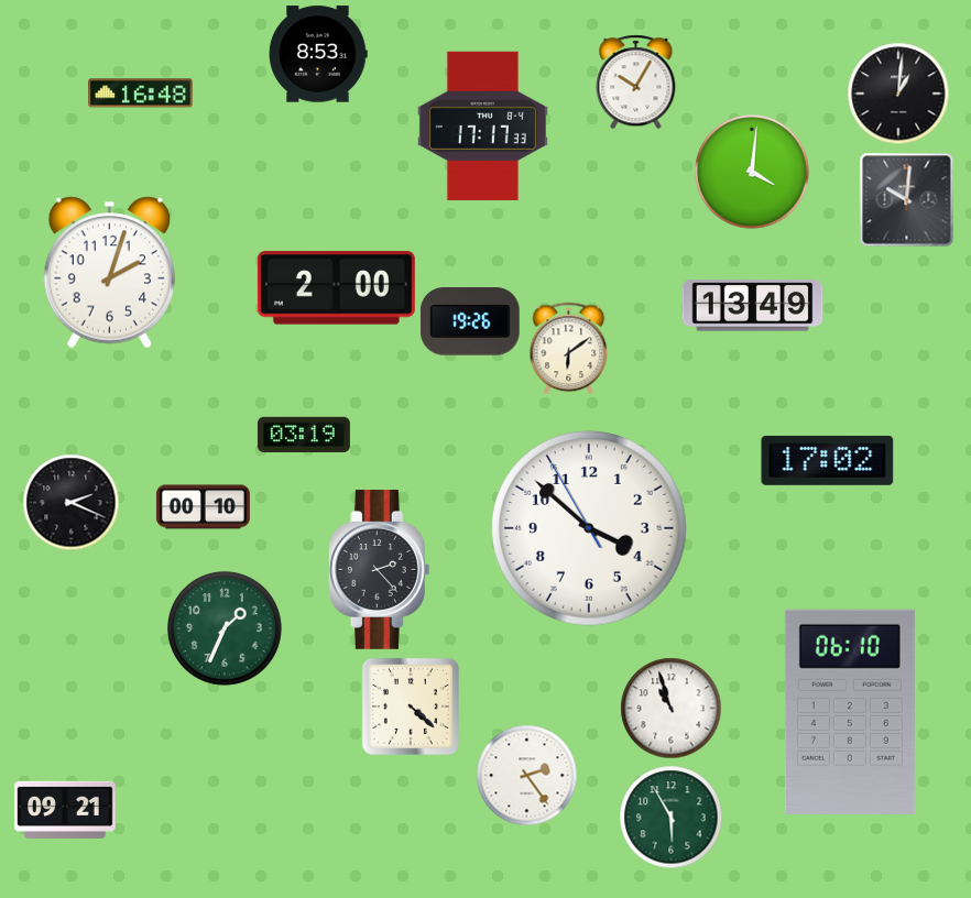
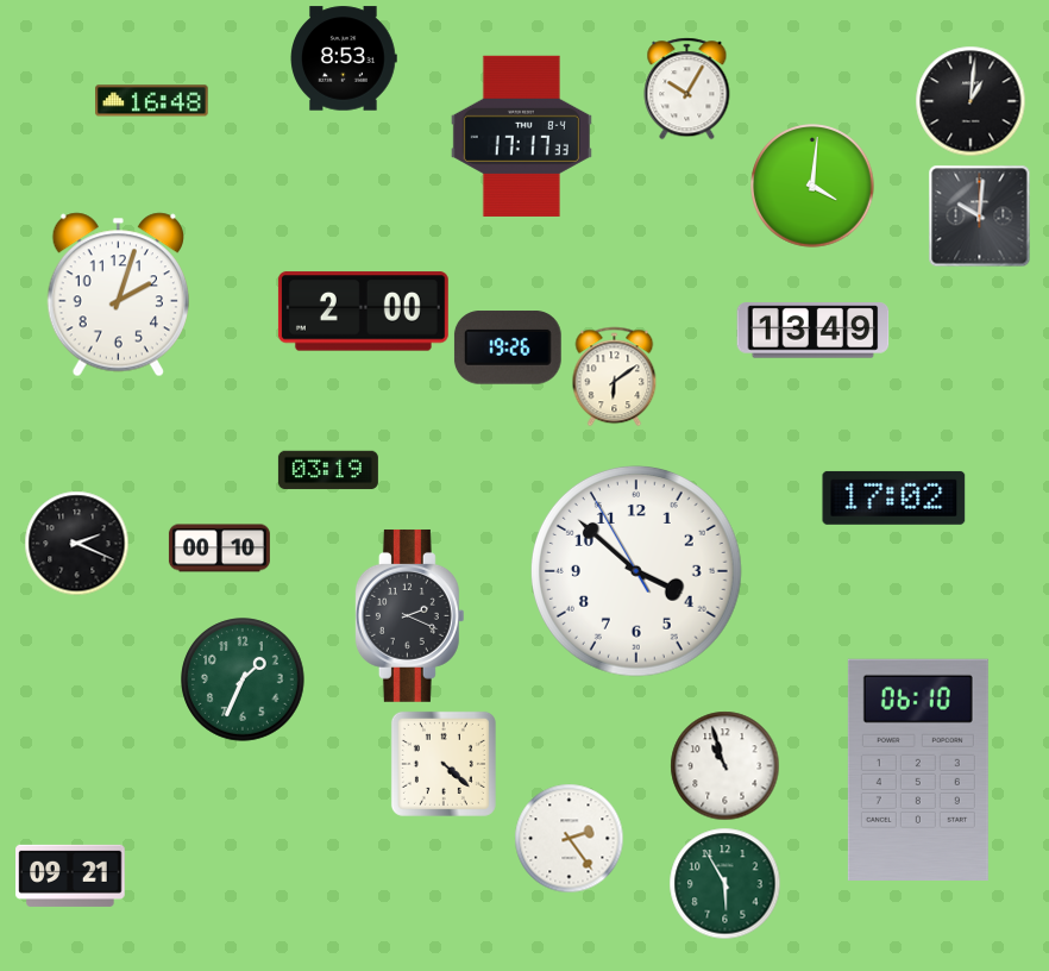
clock at (379, 569): 2:23 -> 2:19
